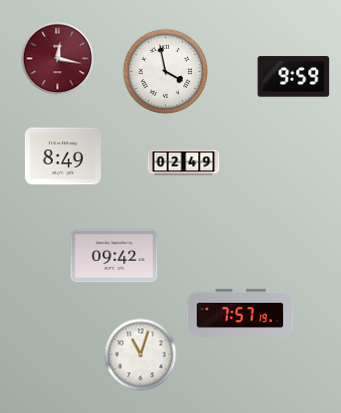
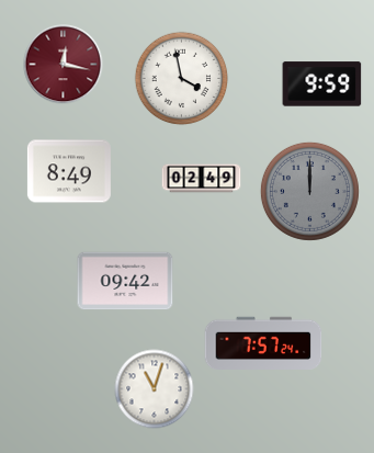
clock at (309, 191): none -> 12:00
clock at (240, 313): 7:57:19 -> 7:57:24
